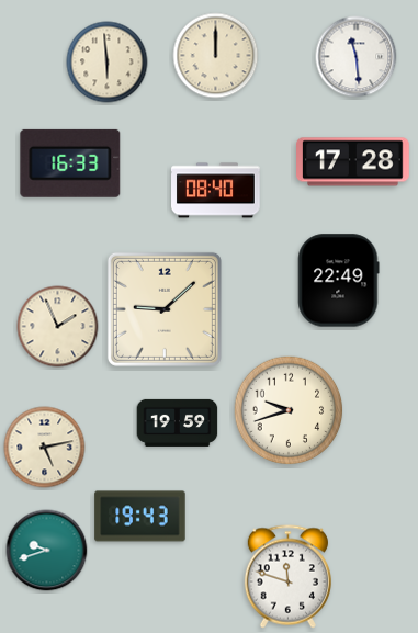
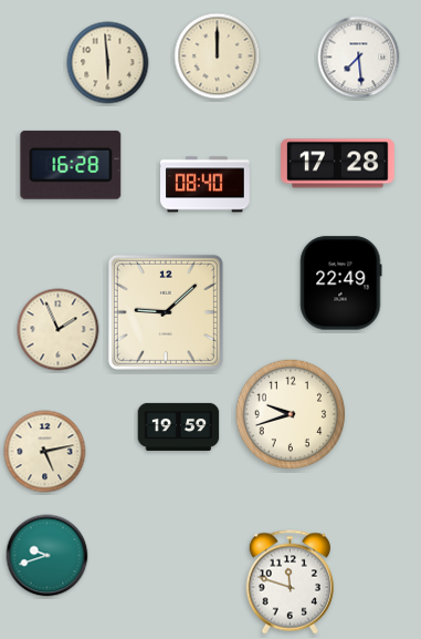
clock at (357, 57): 11:29 -> 7:29
clock at (353, 162) position: (353, 162) -> (338, 164)
clock at (70, 163): 16:33 -> 16:28
clock at (216, 191) position: (216, 191) -> (206, 185)
clock at (140, 517): 19:43 -> none
